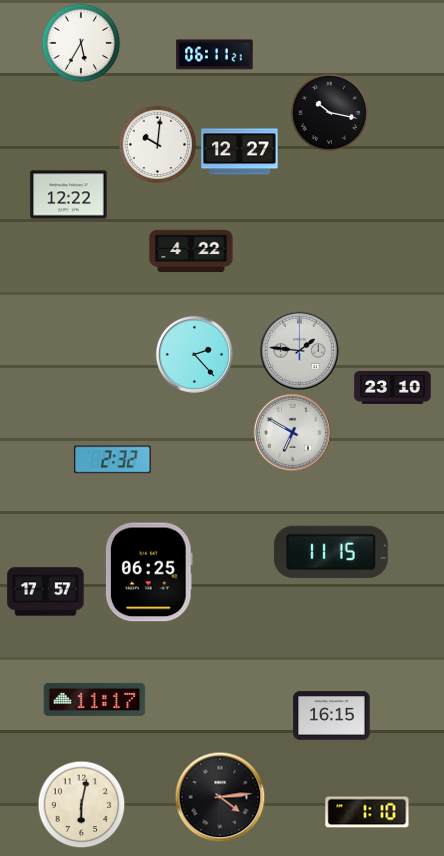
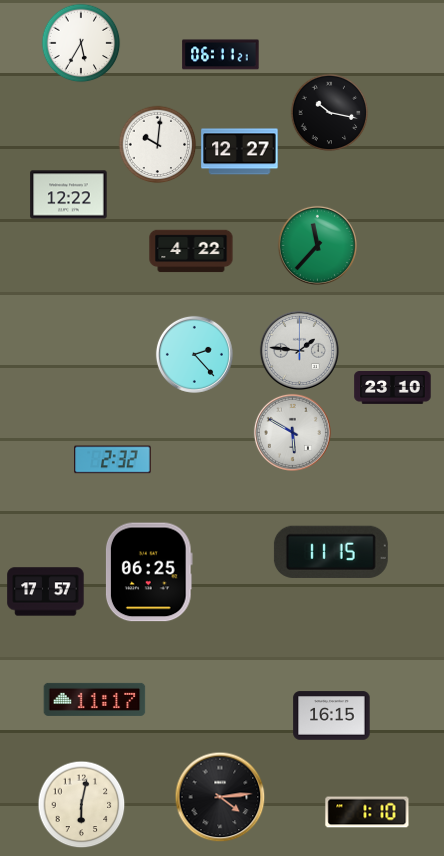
clock at (215, 55) position: (215, 55) -> (221, 55)
clock at (317, 245): none -> 11:37
clock at (292, 432): 6:50 -> 5:50
